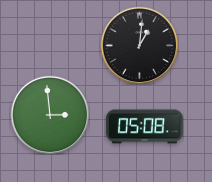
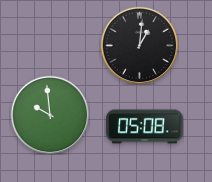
clock at (50, 115): 2:59 -> 9:59
